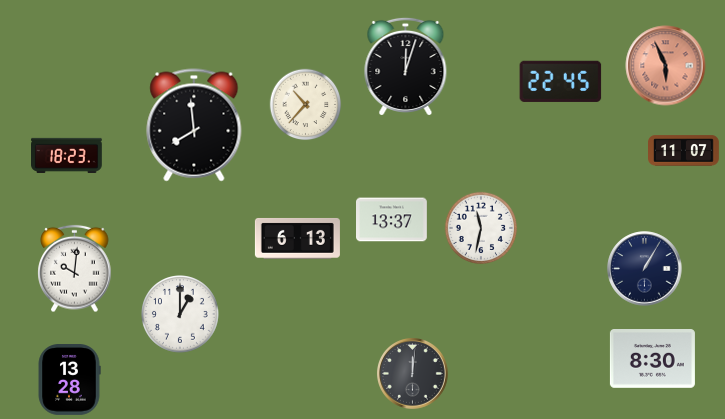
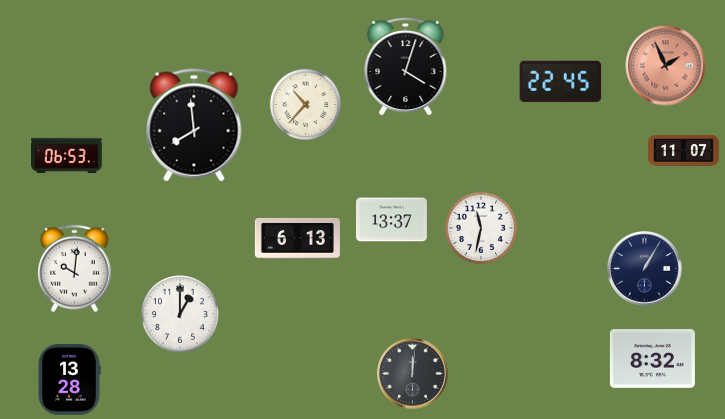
clock at (406, 66): 12:03 -> 4:03
clock at (666, 66): 5:56 -> 1:56
clock at (67, 155): 18:23 -> 06:53
clock at (652, 359): 8:30 -> 8:32
